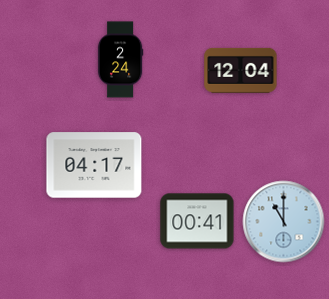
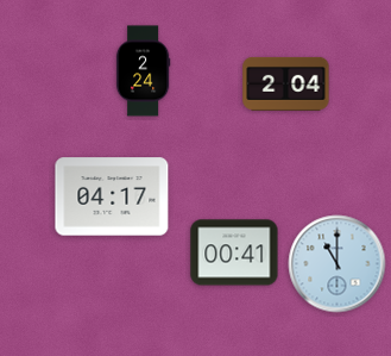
clock at (241, 70): 12:04 -> 2:04
clock at (197, 221) position: (197, 221) -> (234, 252)
